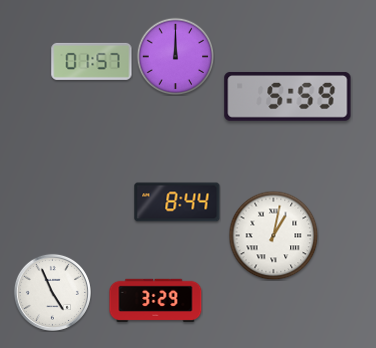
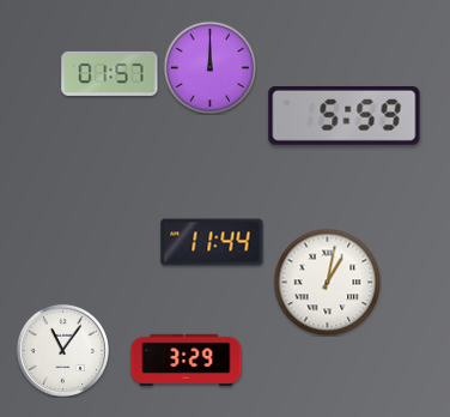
clock at (177, 202): 8:44 -> 11:44
clock at (52, 292): 4:56 -> 11:06
